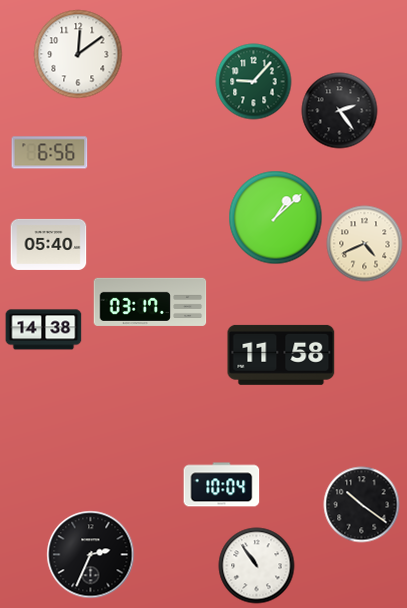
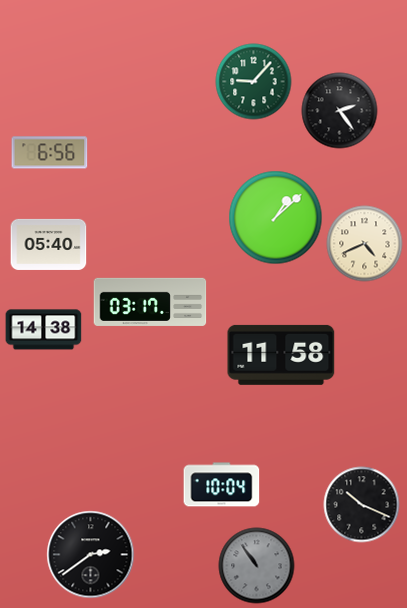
clock at (78, 54): 12:09 -> none
clock at (362, 505): 10:21 -> 10:19
clock at (91, 555): 2:34 -> 2:39
clock at (257, 566) dial: white -> grey
